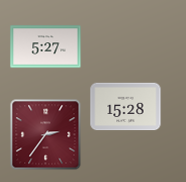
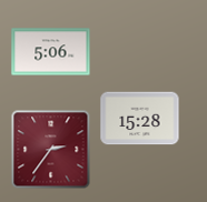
clock at (46, 47): 5:27 -> 5:06
